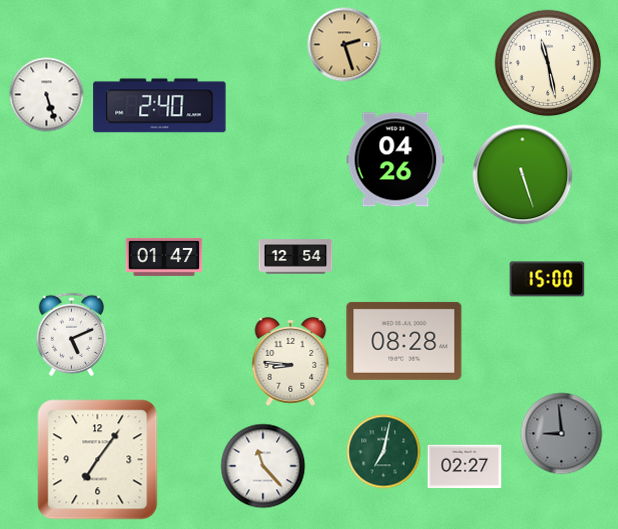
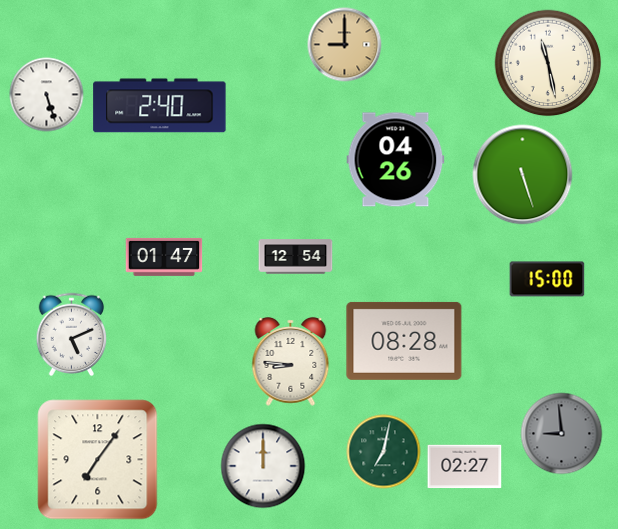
clock at (345, 45): 2:27 -> 9:00
clock at (263, 466): 11:23 -> 12:00
